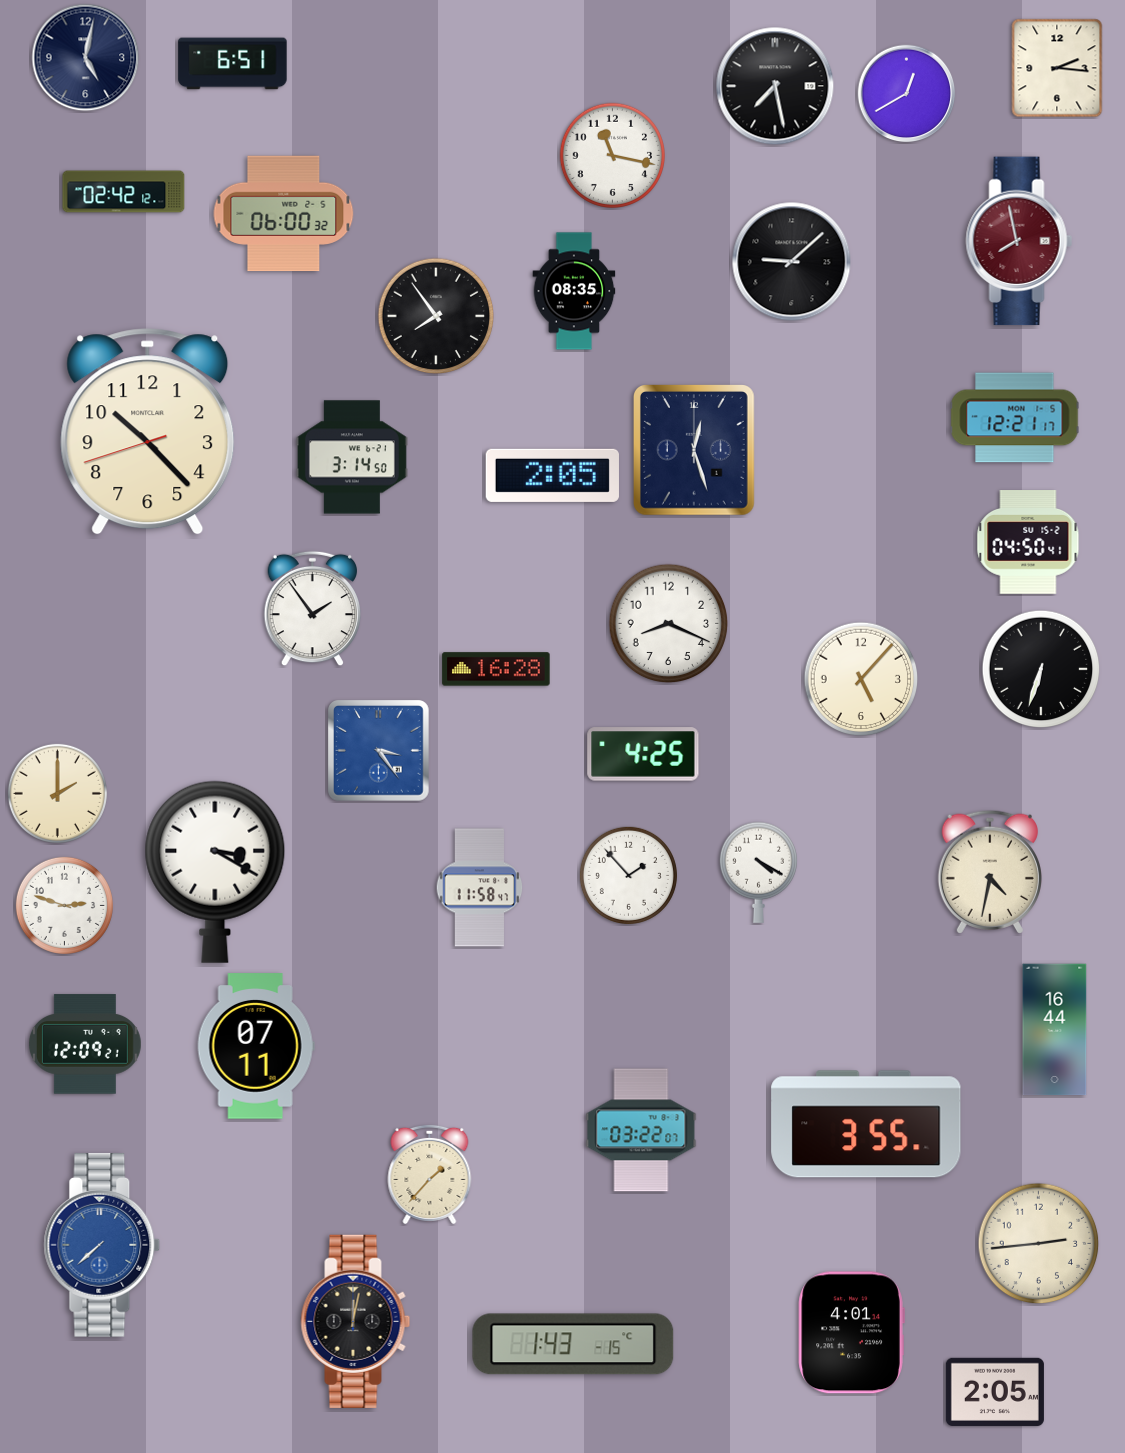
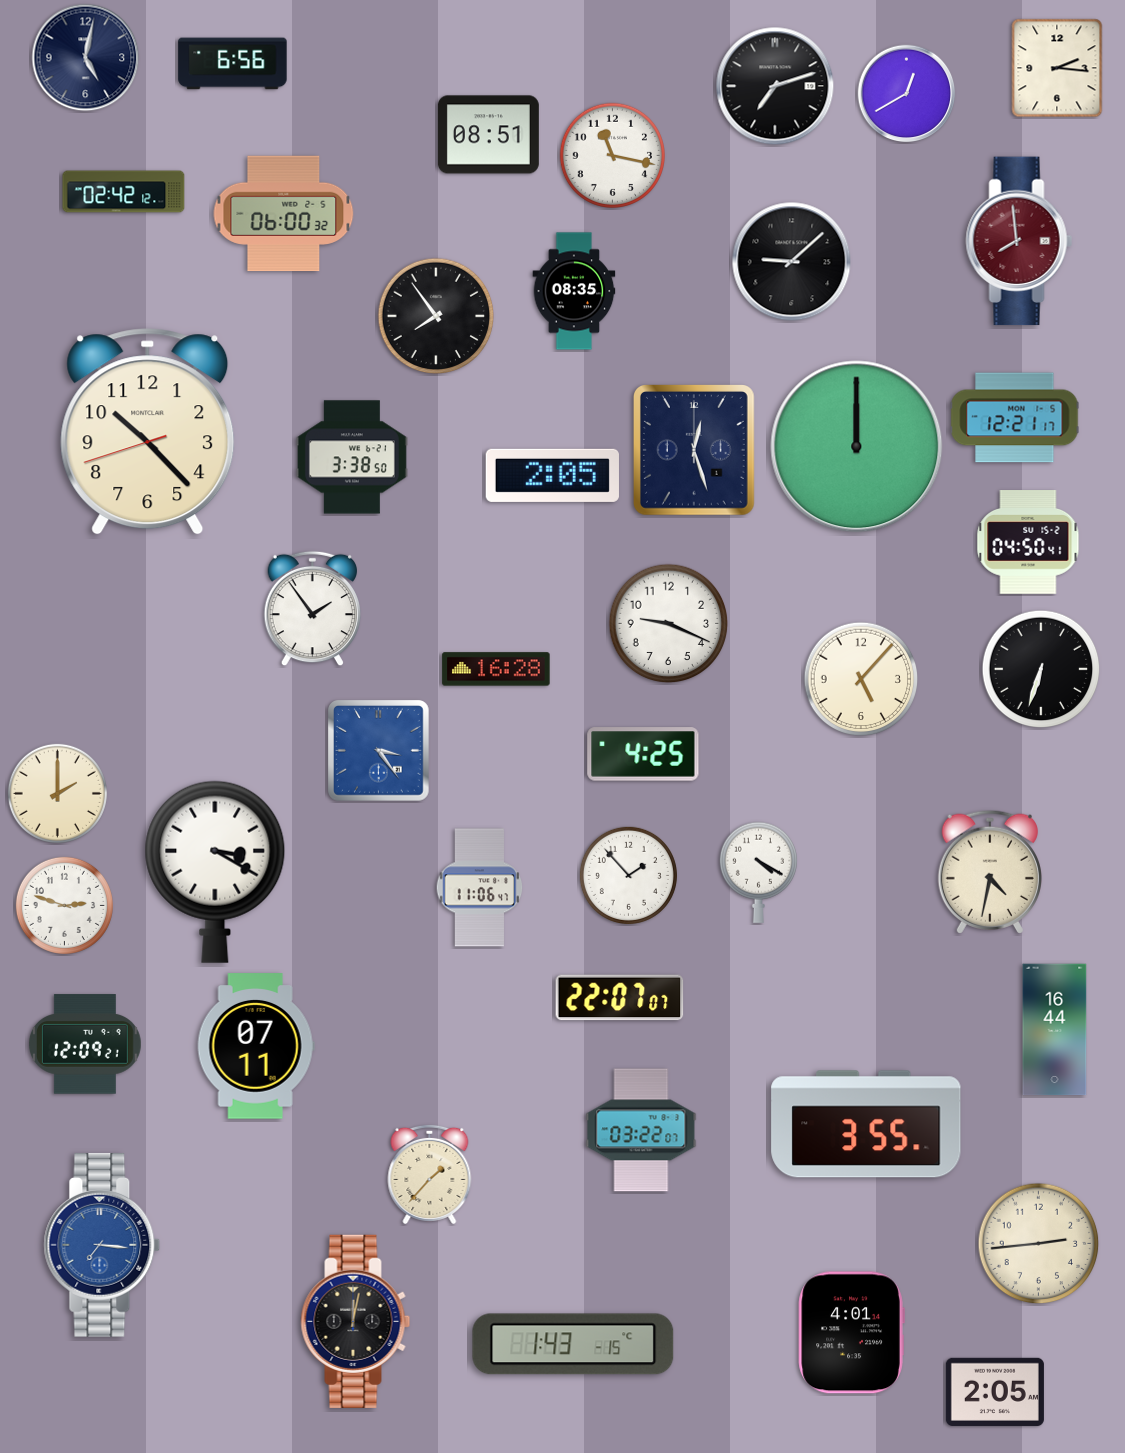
clock at (233, 64): 6:51 -> 6:56
clock at (775, 86): 7:28 -> 7:12
clock at (488, 135): none -> 08:51
clock at (1019, 241): 7:58 -> 7:59
clock at (857, 447): none -> 12:00
clock at (352, 457): 3:14 -> 3:38
clock at (669, 624): 8:19 -> 9:19
clock at (480, 888): 11:58 -> 11:06
clock at (620, 998): none -> 22:07
clock at (102, 1245): 7:38 -> 7:16
